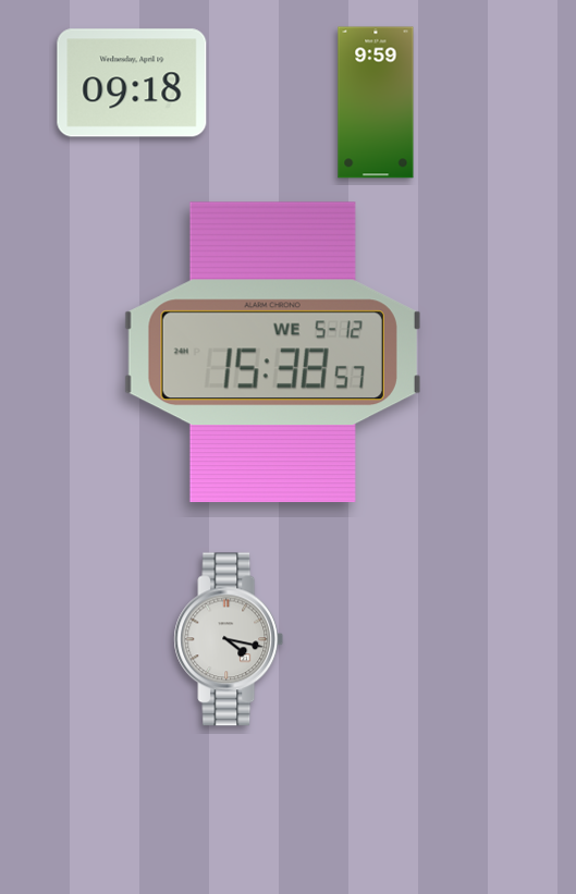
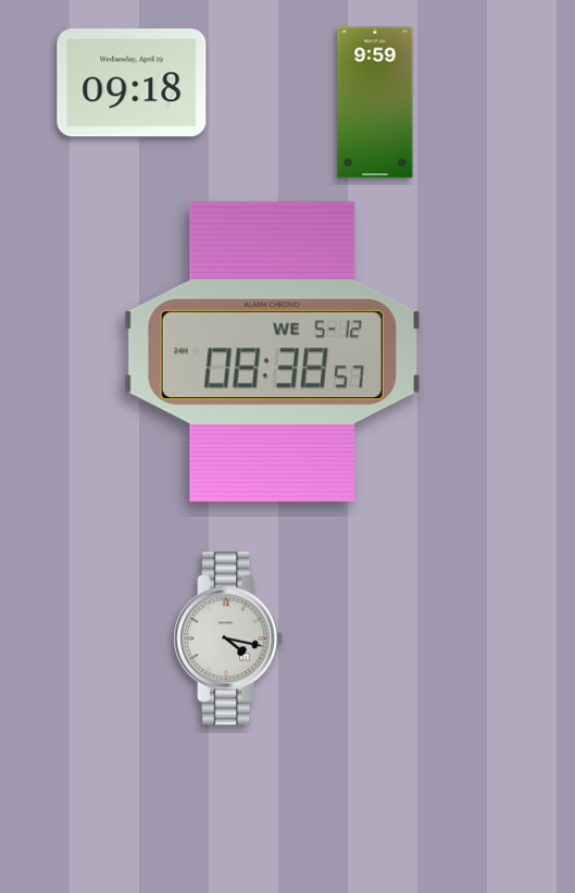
clock at (272, 353): 15:38 -> 08:38
